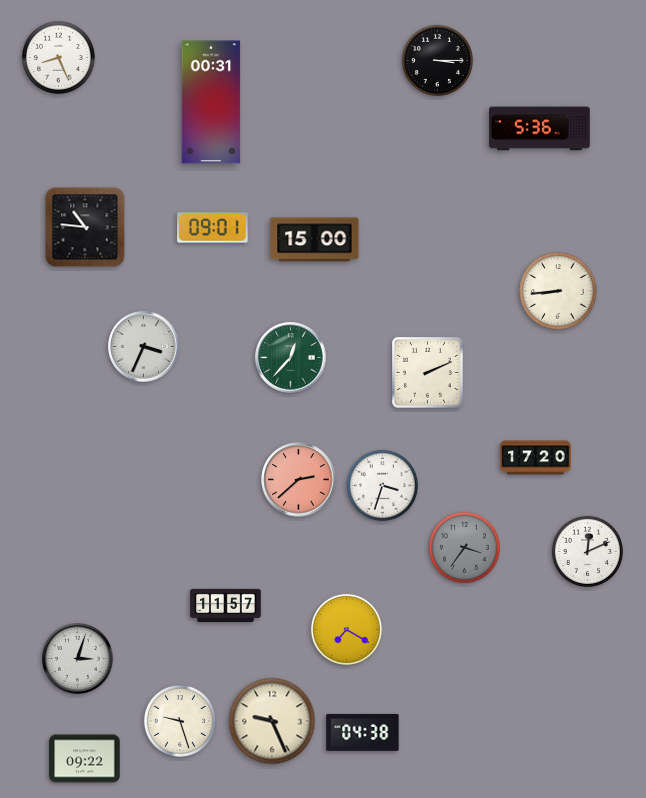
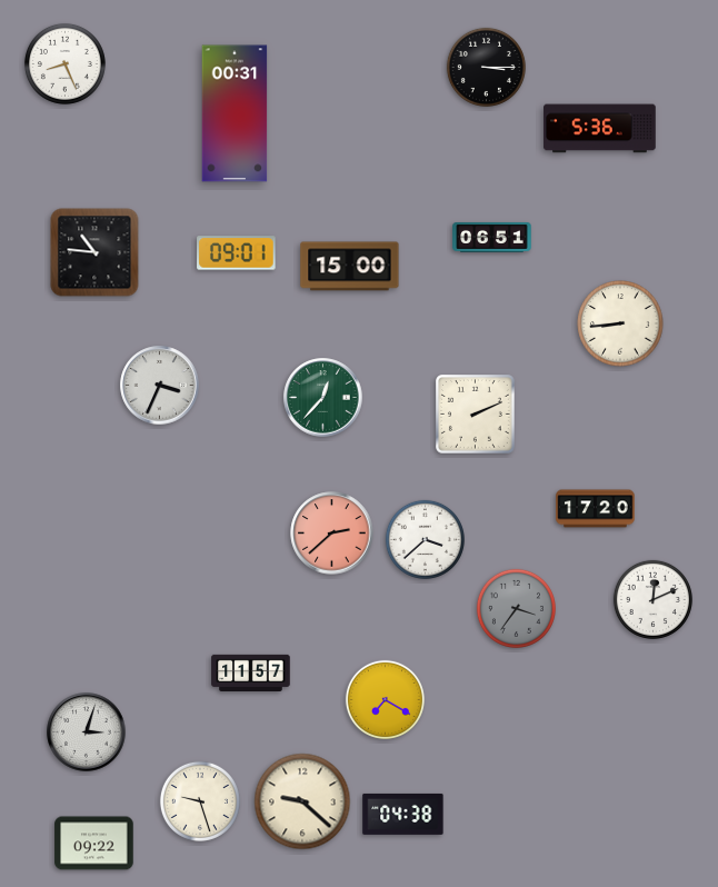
clock at (540, 129) position: (540, 129) -> (600, 129)
clock at (492, 237): none -> 06:51
clock at (382, 485): 3:33 -> 3:38
clock at (587, 551) position: (587, 551) -> (652, 599)
clock at (272, 721): 9:26 -> 9:22
